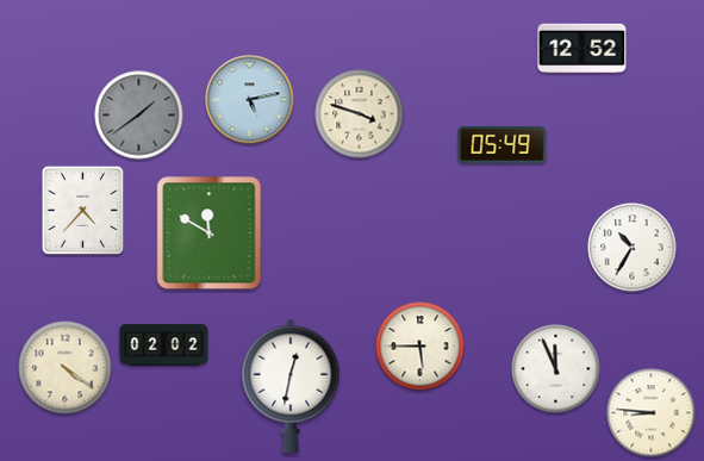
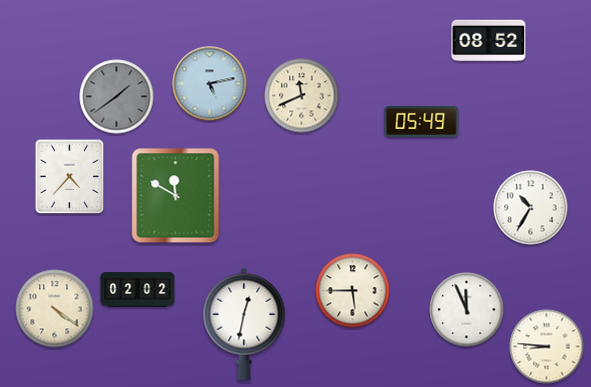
clock at (582, 49): 12:52 -> 08:52
clock at (360, 114): 3:48 -> 11:41
